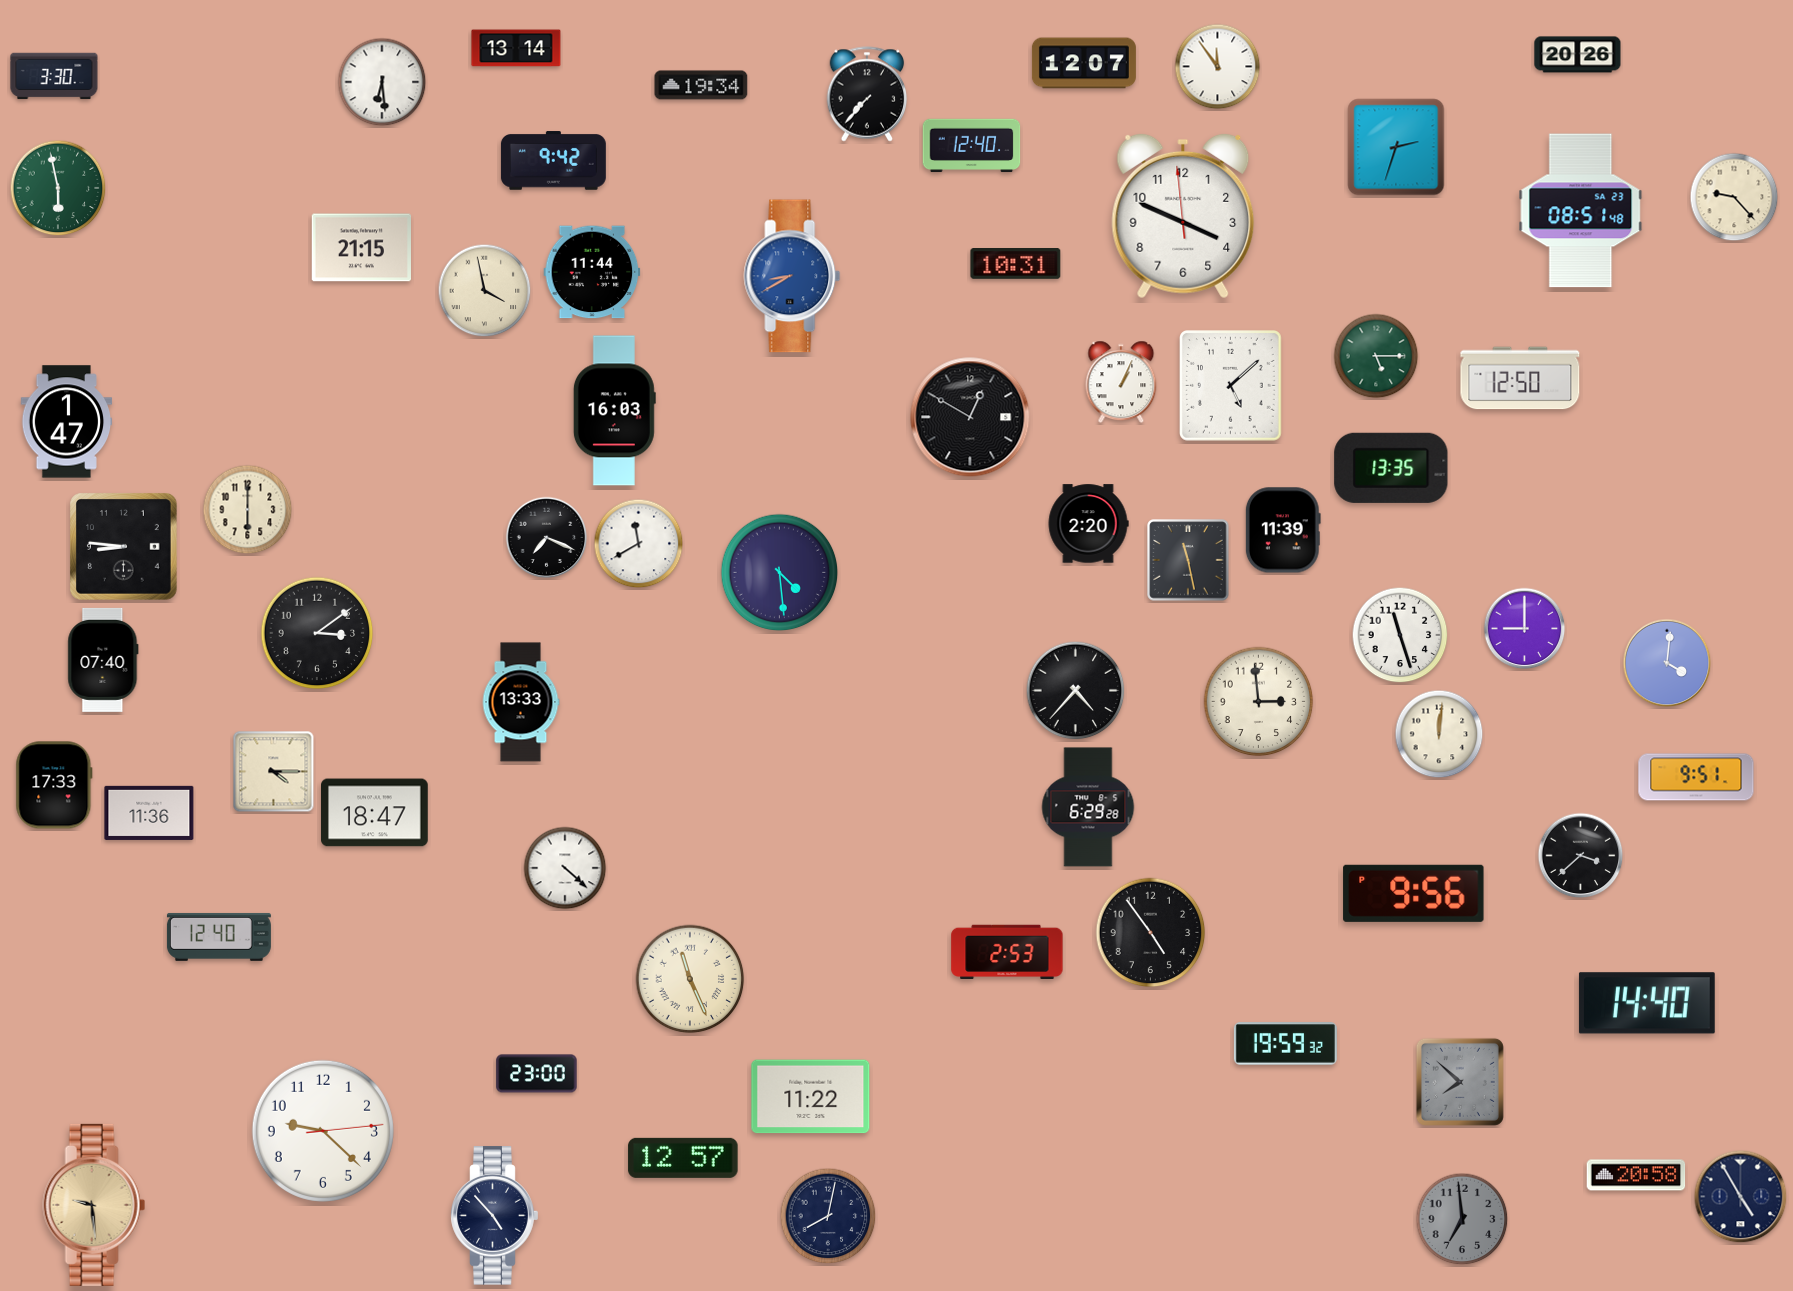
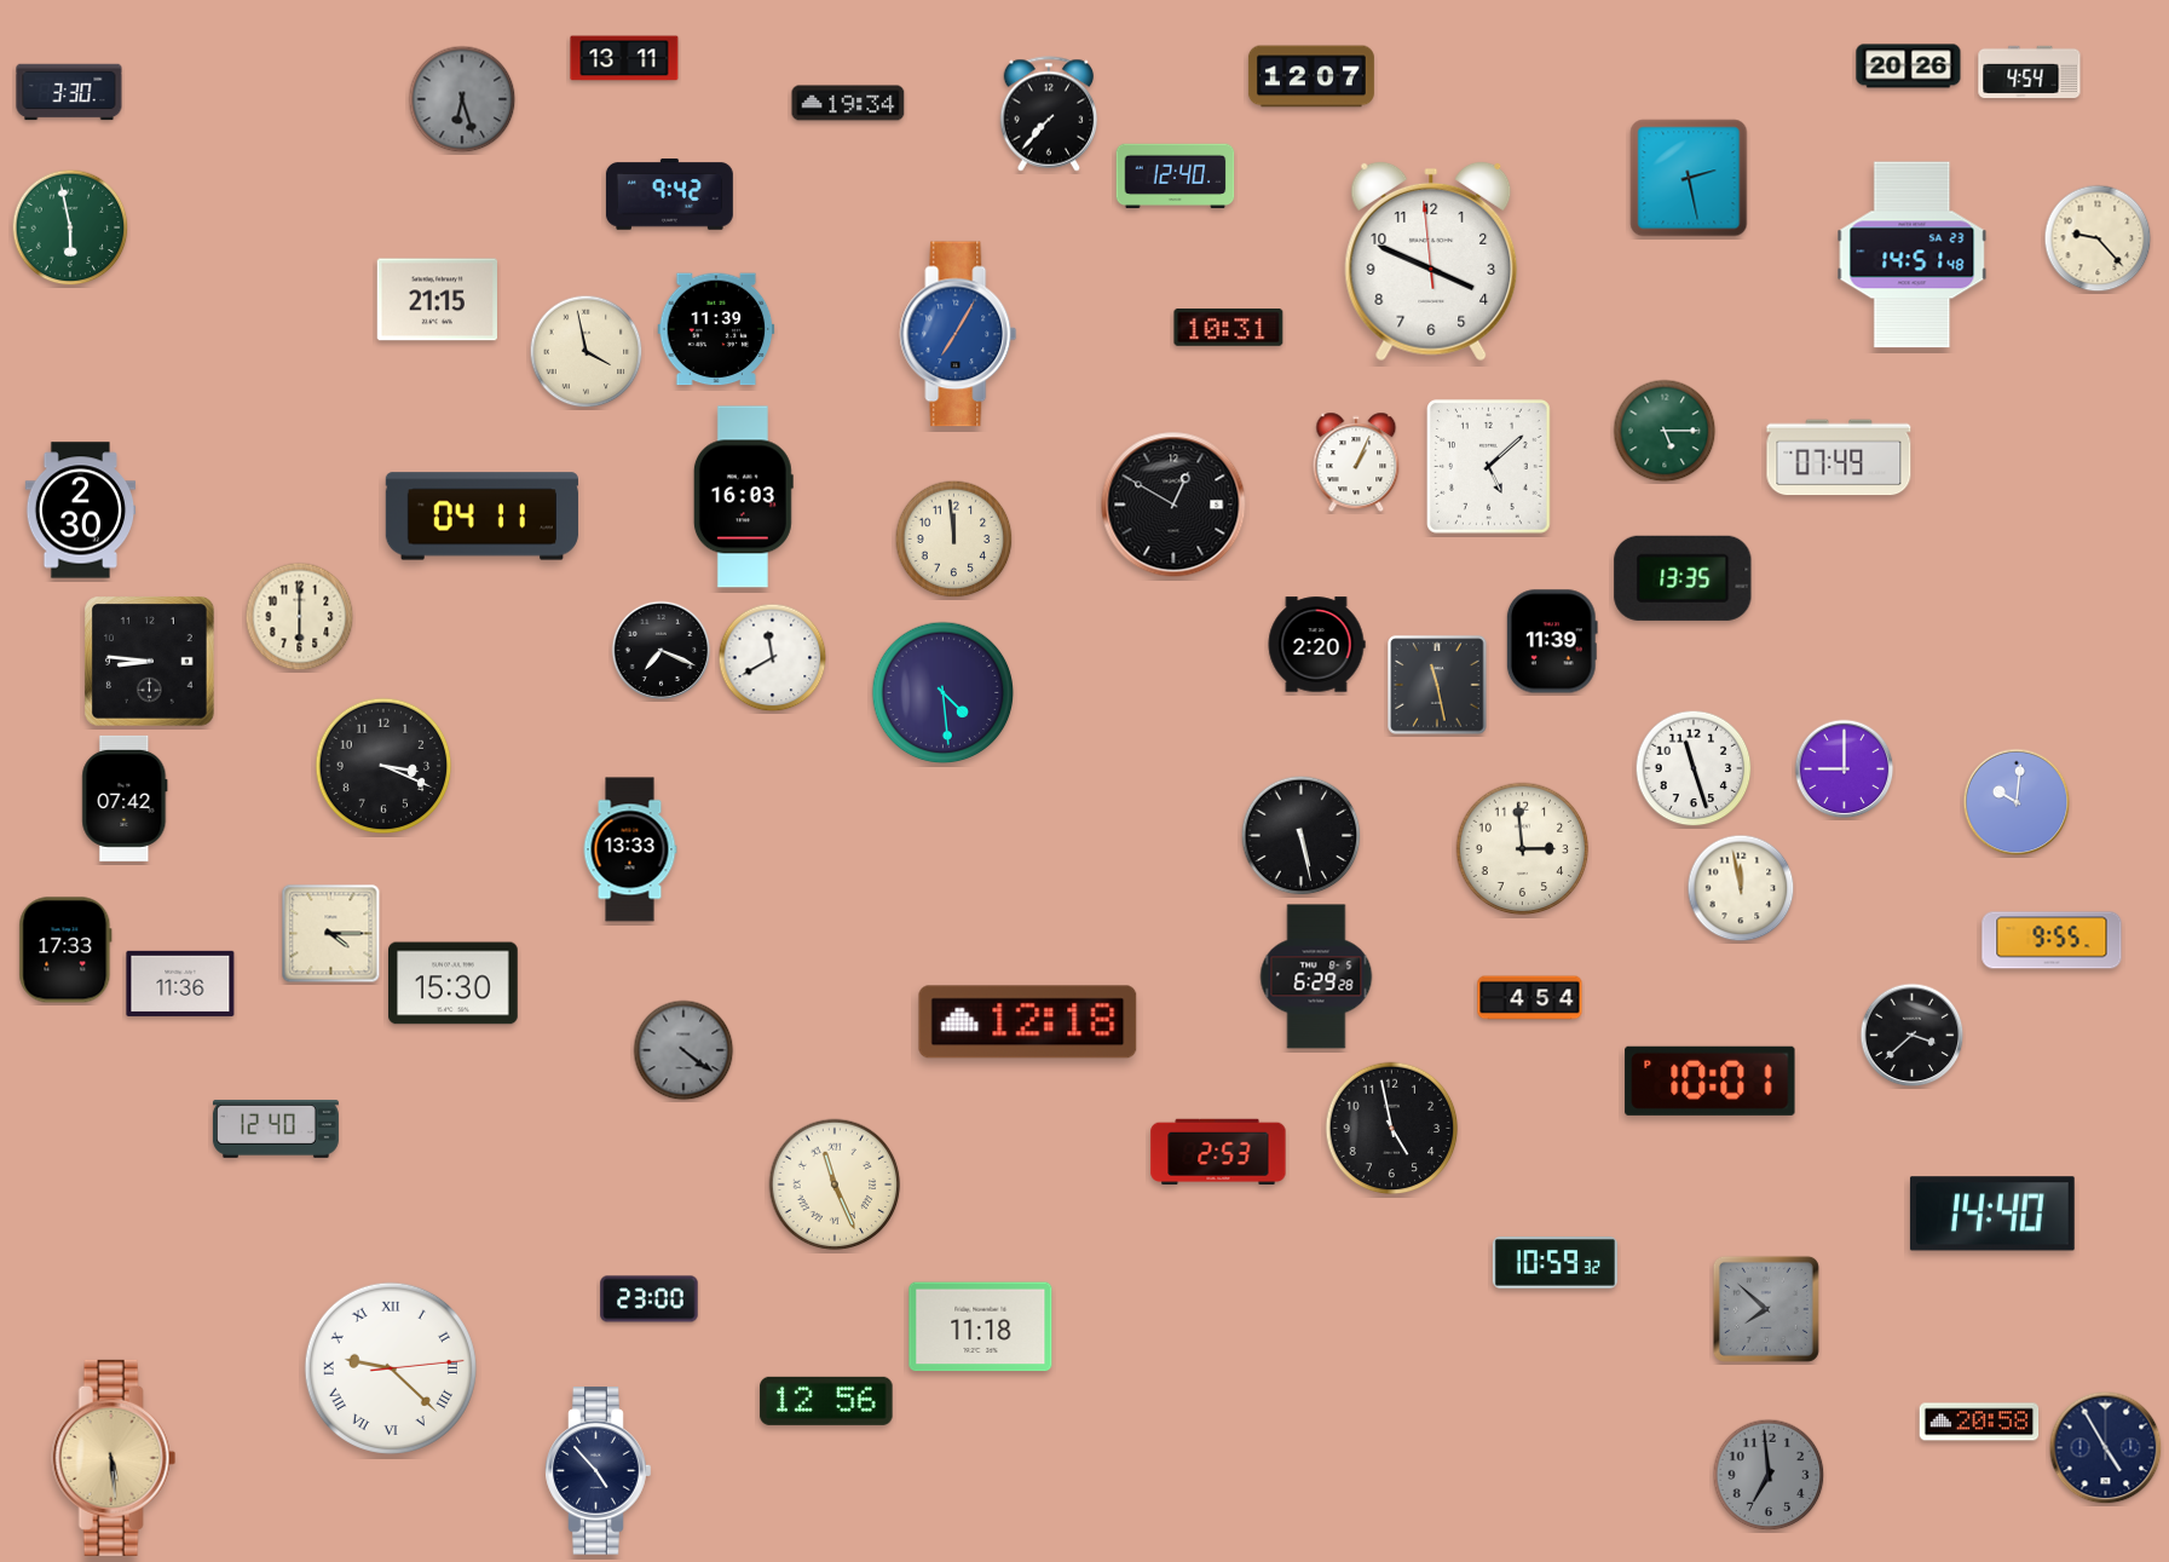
clock at (516, 48): 13:14 -> 13:11
clock at (2030, 71): none -> 4:54
clock at (1218, 67): 11:54 -> none
clock at (54, 76) position: (54, 76) -> (69, 92)
clock at (382, 82): 6:29 -> 6:27
clock at (382, 82) dial: white -> grey
clock at (1396, 147): 2:33 -> 2:28
clock at (1581, 211): 08:51 -> 14:51
clock at (1016, 264) position: (1016, 264) -> (1229, 328)
clock at (592, 272): 11:44 -> 11:39
clock at (792, 276): 8:40 -> 7:05
clock at (1520, 378): 12:50 -> 07:49
clock at (67, 422): 1:47 -> 2:30
clock at (481, 517): none -> 04:11
clock at (954, 540): none -> 11:59
clock at (1391, 468) position: (1391, 468) -> (1683, 578)
clock at (1088, 524) position: (1088, 524) -> (1316, 645)
clock at (1188, 560) position: (1188, 560) -> (1437, 685)
clock at (1525, 629) position: (1525, 629) -> (1845, 770)
clock at (317, 633): 3:09 -> 3:19
clock at (103, 660): 07:40 -> 07:42
clock at (1667, 663): 4:01 -> 10:01
clock at (1076, 691): 4:37 -> 5:28
clock at (1439, 734): 12:01 -> 11:58
clock at (1696, 777): 9:51 -> 9:55
clock at (375, 813): 18:47 -> 15:30
clock at (1530, 998): none -> 4:54
clock at (1028, 1022): none -> 12:18
clock at (565, 868): 4:22 -> 4:21
clock at (565, 868) dial: white -> grey
clock at (1414, 893): 9:56 -> 10:01
clock at (1151, 933): 4:54 -> 4:58
clock at (219, 937) position: (219, 937) -> (276, 1129)
clock at (1285, 1044): 19:59 -> 10:59
clock at (811, 1097): 11:22 -> 11:18
clock at (323, 1131) numerals: Arabic -> Roman
clock at (683, 1158): 12:57 -> 12:56
clock at (94, 1205): 9:29 -> 5:29
clock at (828, 1216): 8:02 -> none
